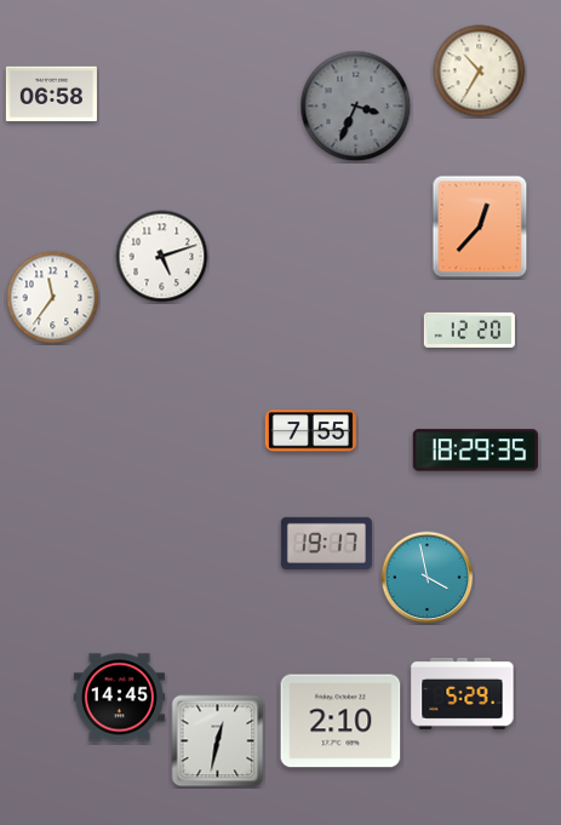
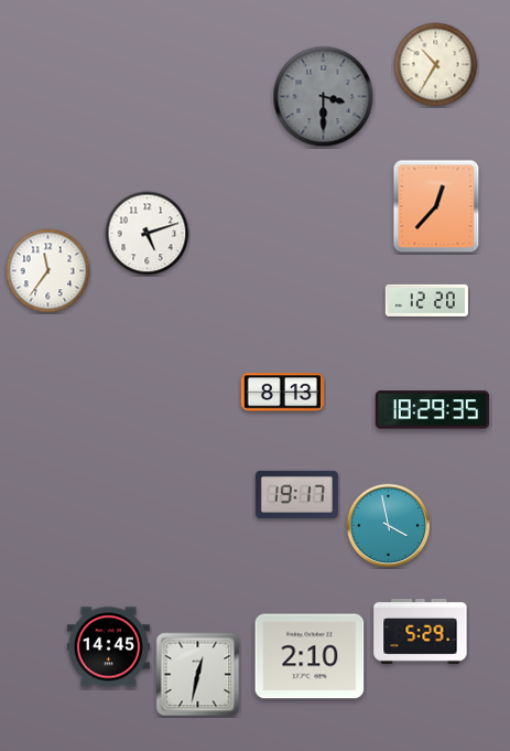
clock at (51, 94): 06:58 -> none
clock at (356, 107): 3:34 -> 3:30
clock at (310, 431): 7:55 -> 8:13
clock at (119, 698) position: (119, 698) -> (108, 647)
